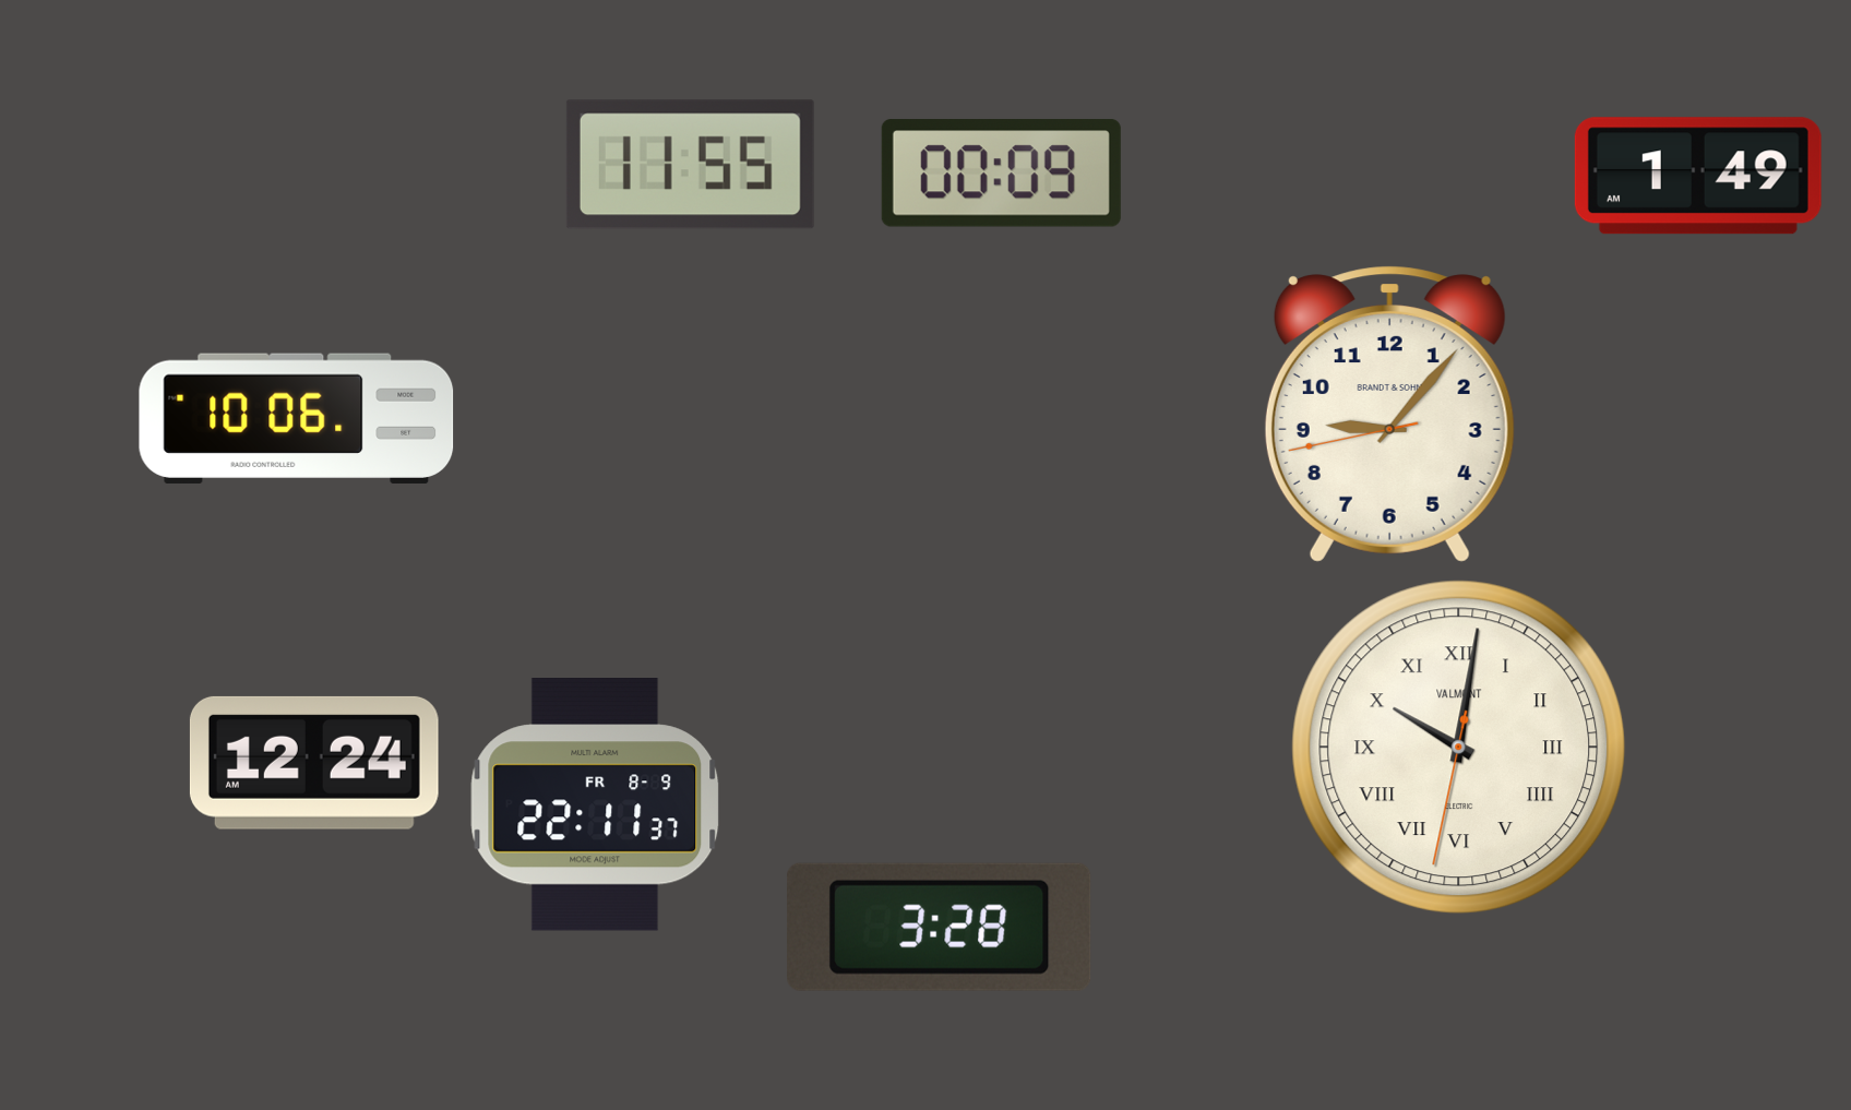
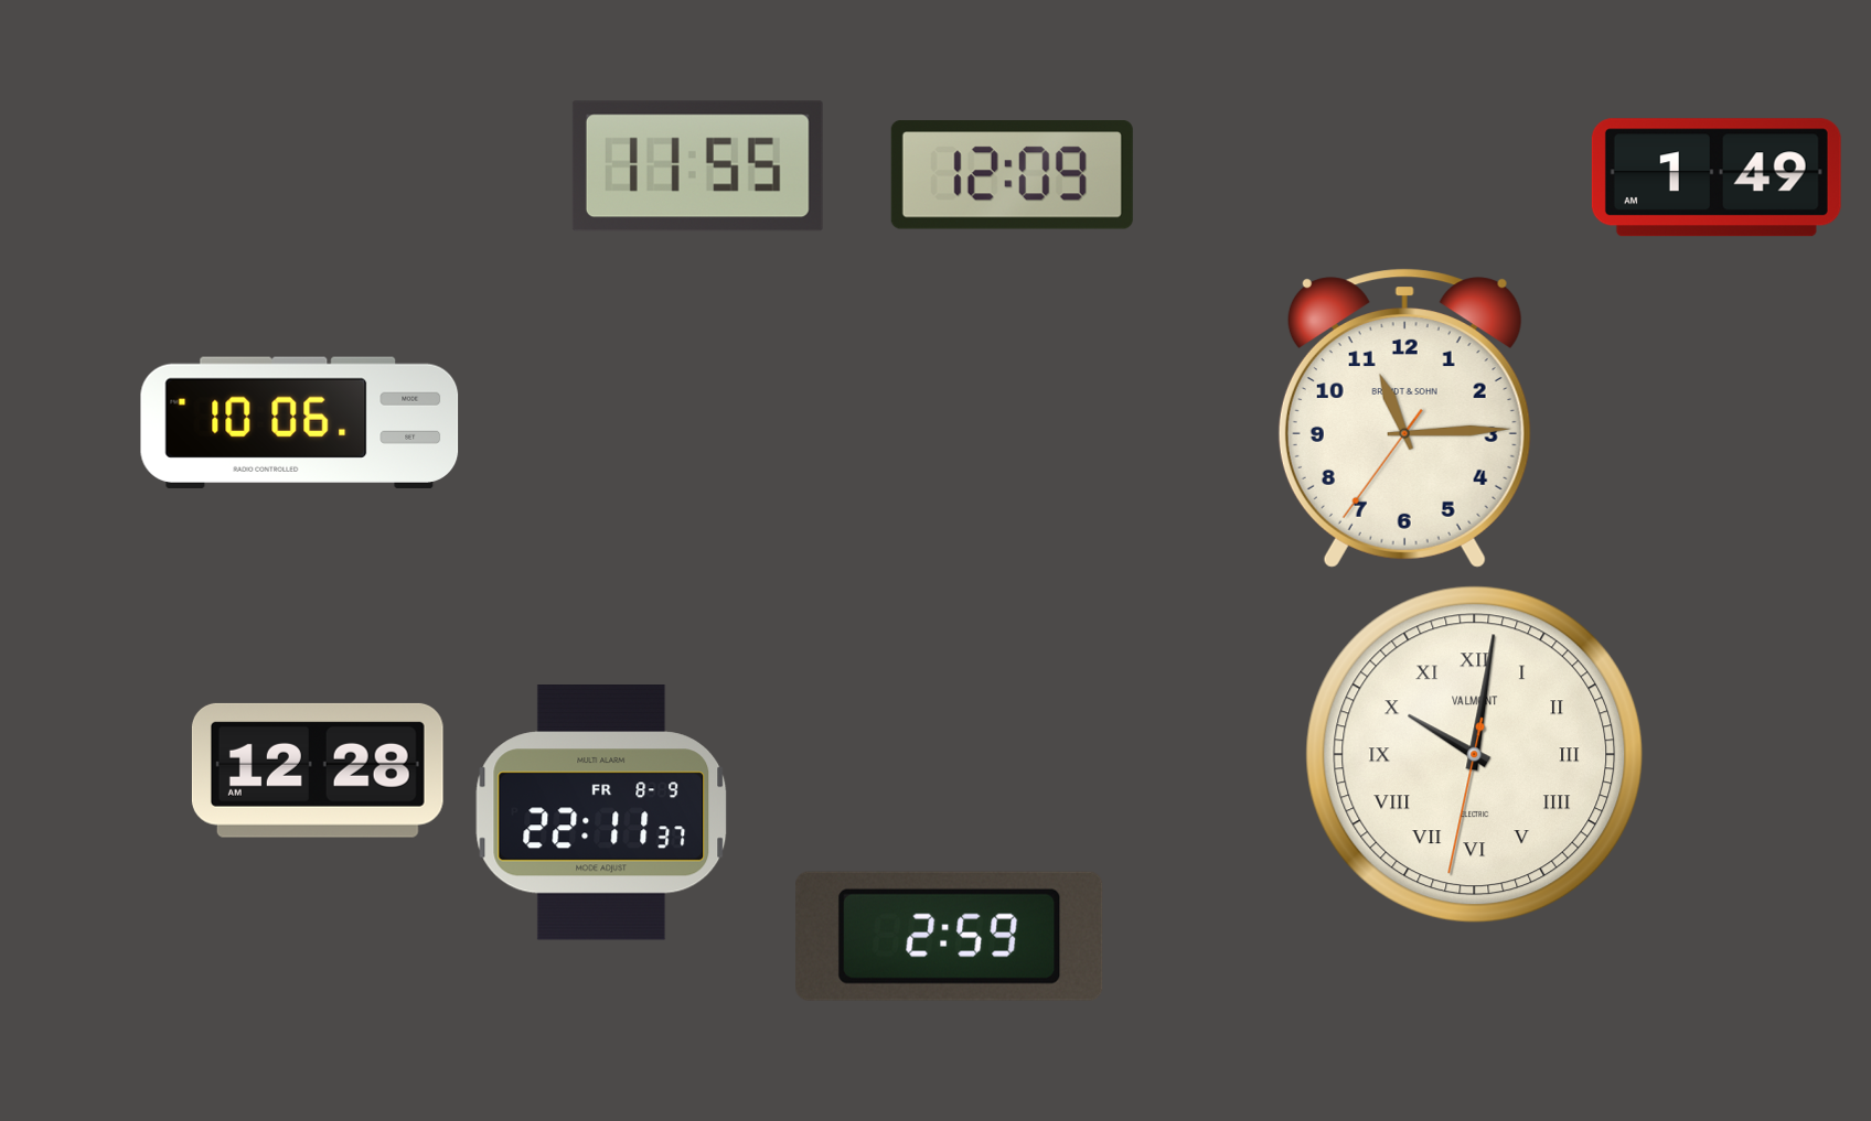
clock at (1001, 174): 00:09 -> 12:09
clock at (1389, 414): 9:06 -> 11:14
clock at (314, 763): 12:24 -> 12:28
clock at (940, 927): 3:28 -> 2:59
